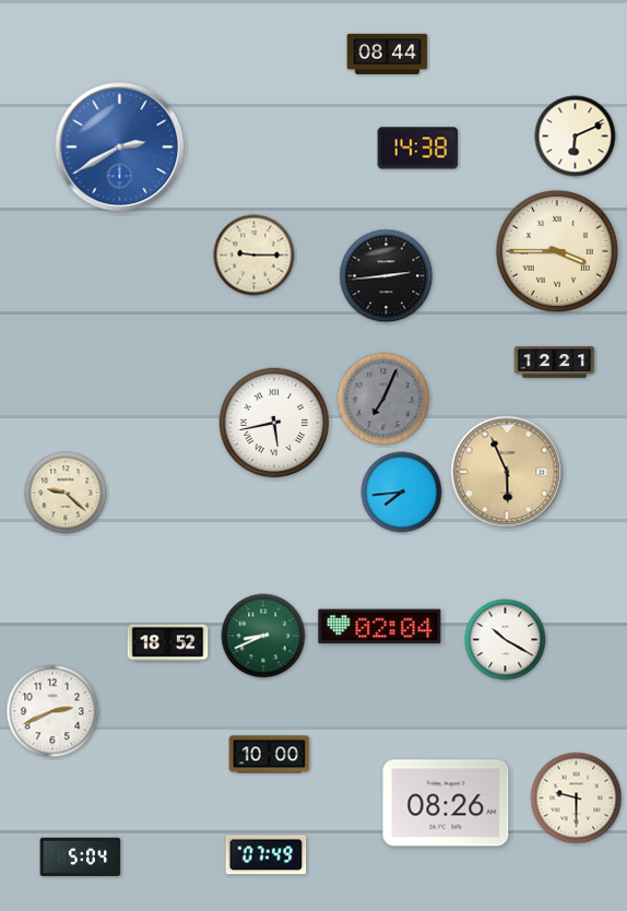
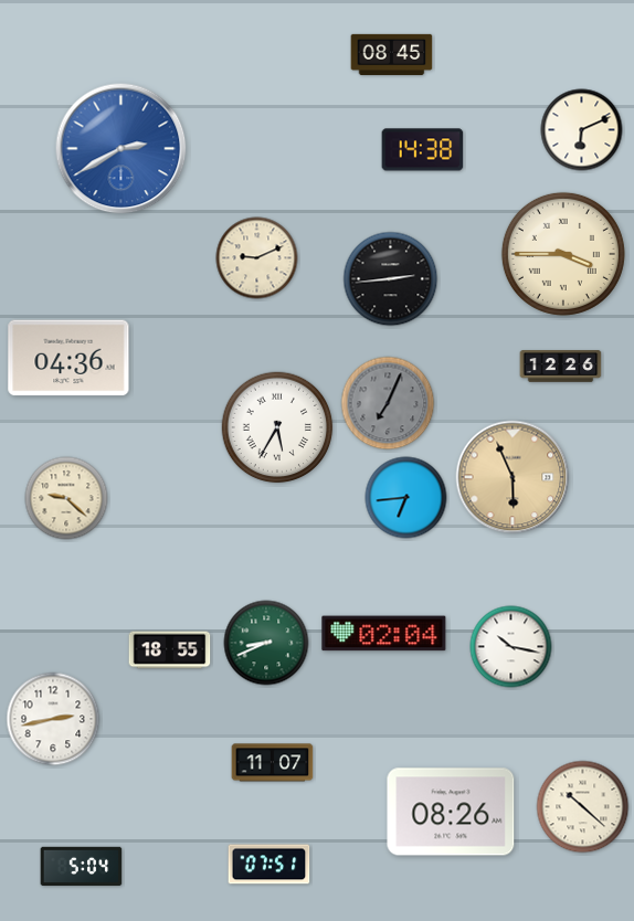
clock at (388, 54): 08:44 -> 08:45
clock at (576, 137) position: (576, 137) -> (582, 130)
clock at (255, 256): 9:15 -> 9:11
clock at (68, 358): none -> 04:36
clock at (555, 363): 12:21 -> 12:26
clock at (274, 423): 5:43 -> 5:35
clock at (402, 493): 7:44 -> 6:44
clock at (506, 640): 10:20 -> 10:17
clock at (168, 643): 18:52 -> 18:55
clock at (52, 711): 2:41 -> 2:43
clock at (270, 755): 10:00 -> 11:07
clock at (577, 798): 9:30 -> 10:22
clock at (267, 855): 07:49 -> 07:51
